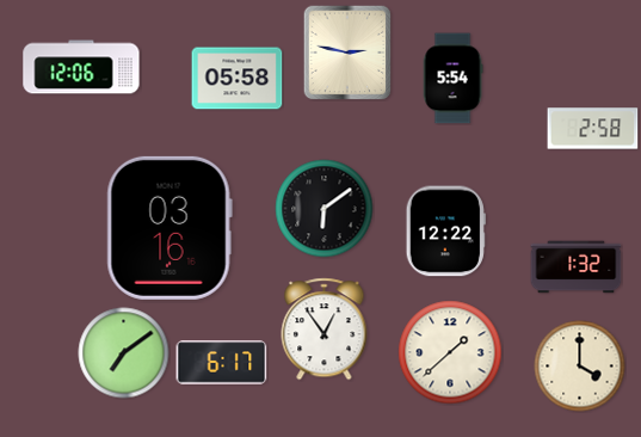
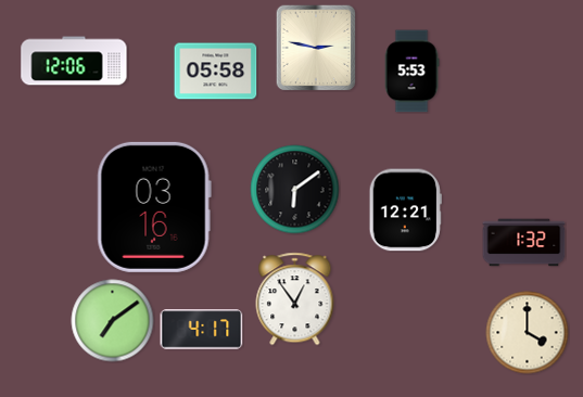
clock at (452, 79): 5:54 -> 5:53
clock at (593, 129): 2:58 -> none
clock at (445, 232): 12:22 -> 12:21
clock at (450, 352): 1:38 -> none
clock at (222, 363): 6:17 -> 4:17
